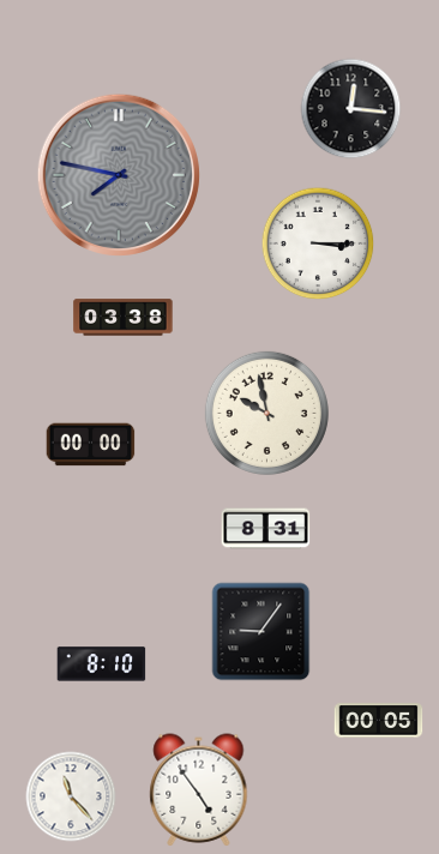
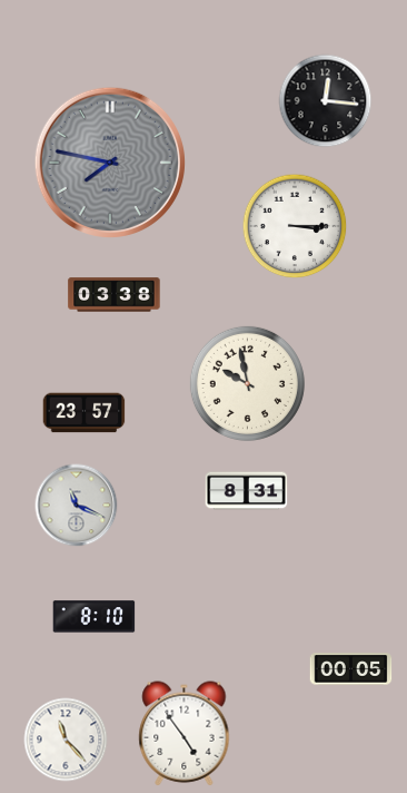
clock at (91, 445): 00:00 -> 23:57
clock at (77, 506): none -> 11:19
clock at (261, 632): 9:06 -> none
